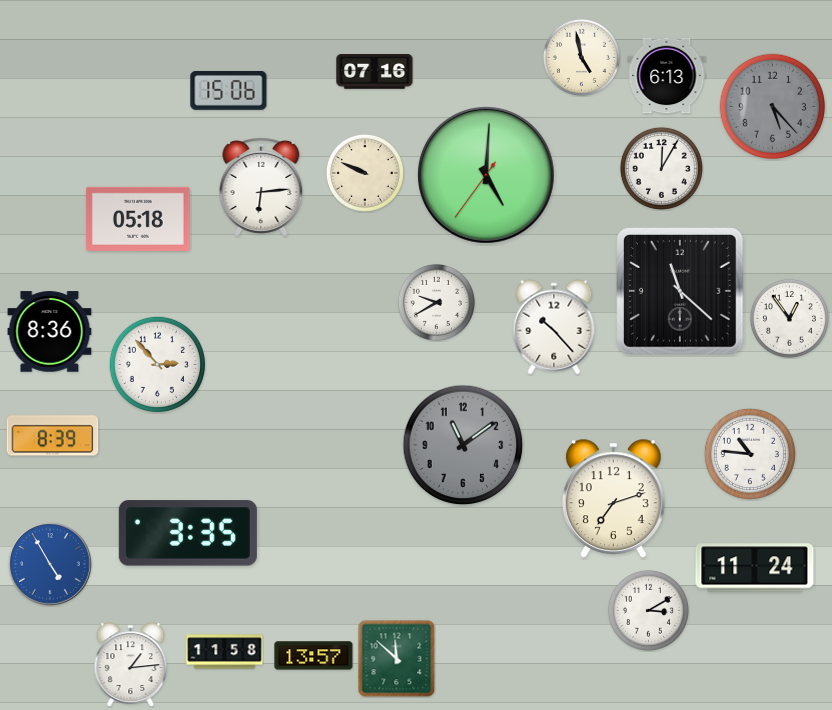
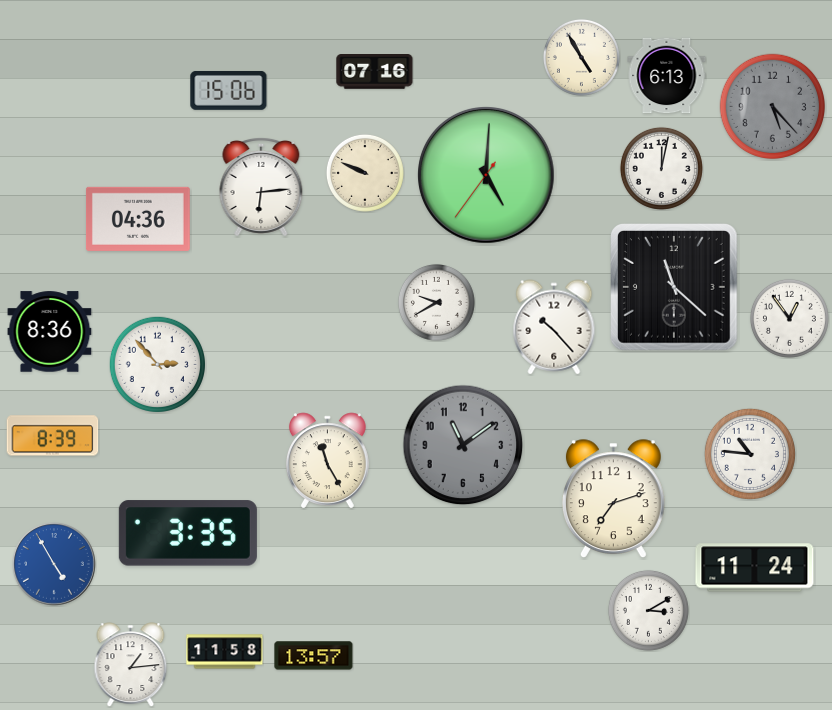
clock at (581, 57): 4:58 -> 4:55
clock at (661, 168): 12:05 -> 12:02
clock at (138, 219): 05:18 -> 04:36
clock at (681, 292) position: (681, 292) -> (675, 288)
clock at (327, 461): none -> 11:25
clock at (50, 564) position: (50, 564) -> (54, 564)
clock at (396, 658): 11:52 -> none
